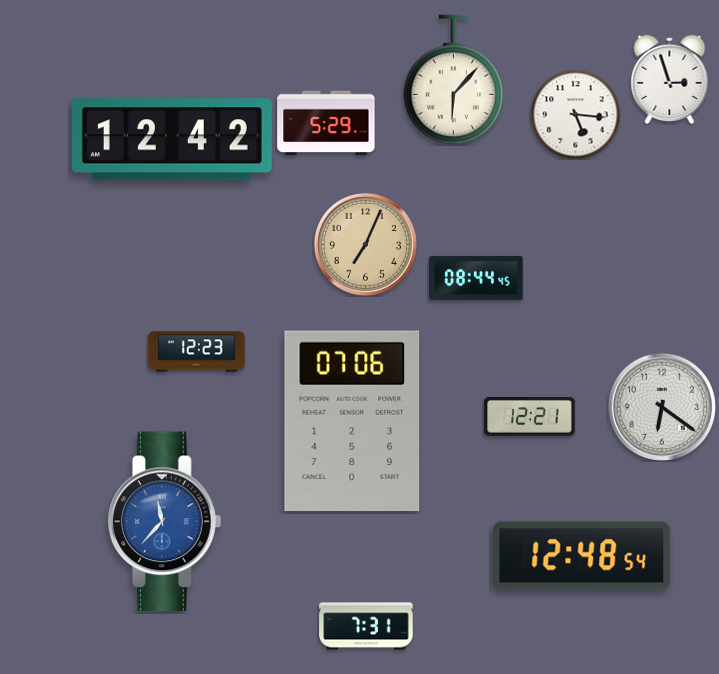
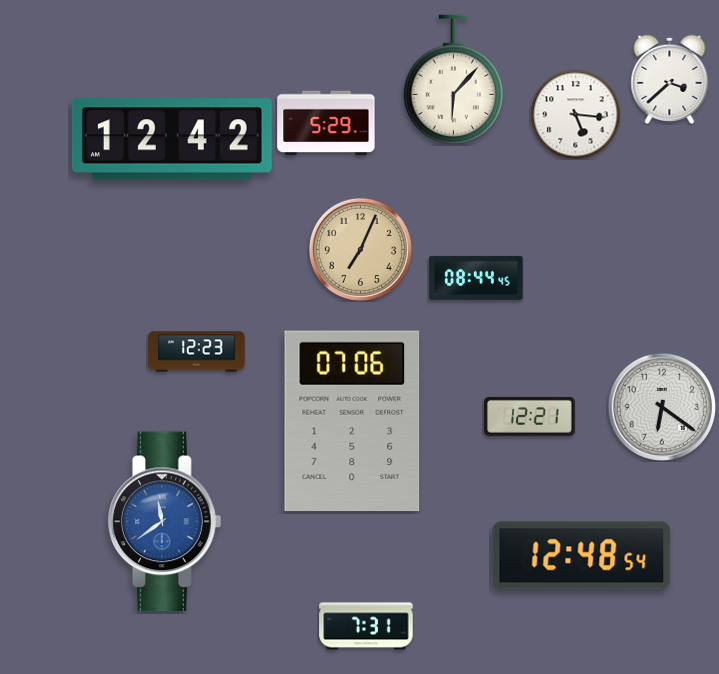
clock at (670, 79): 2:57 -> 3:38
clock at (365, 244) position: (365, 244) -> (360, 249)
clock at (165, 522): 11:37 -> 11:39
